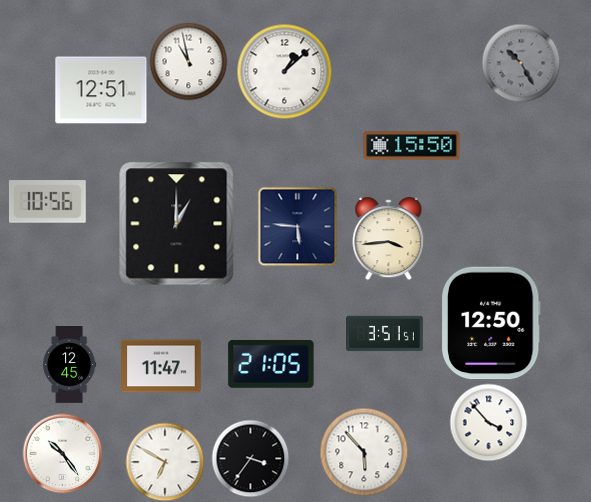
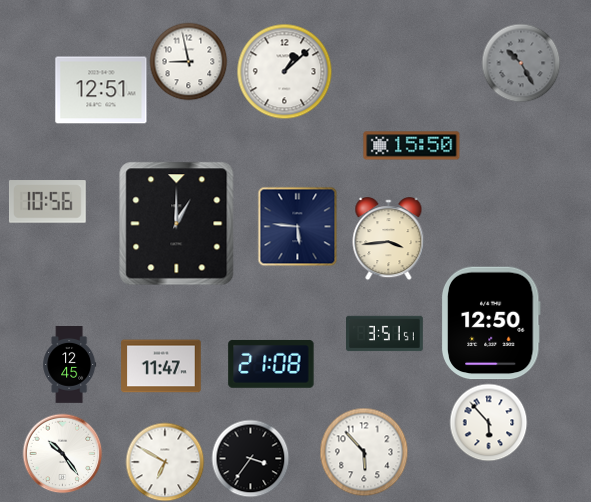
clock at (188, 61): 10:58 -> 8:58
clock at (271, 364): 21:05 -> 21:08
clock at (488, 422): 3:53 -> 5:53
